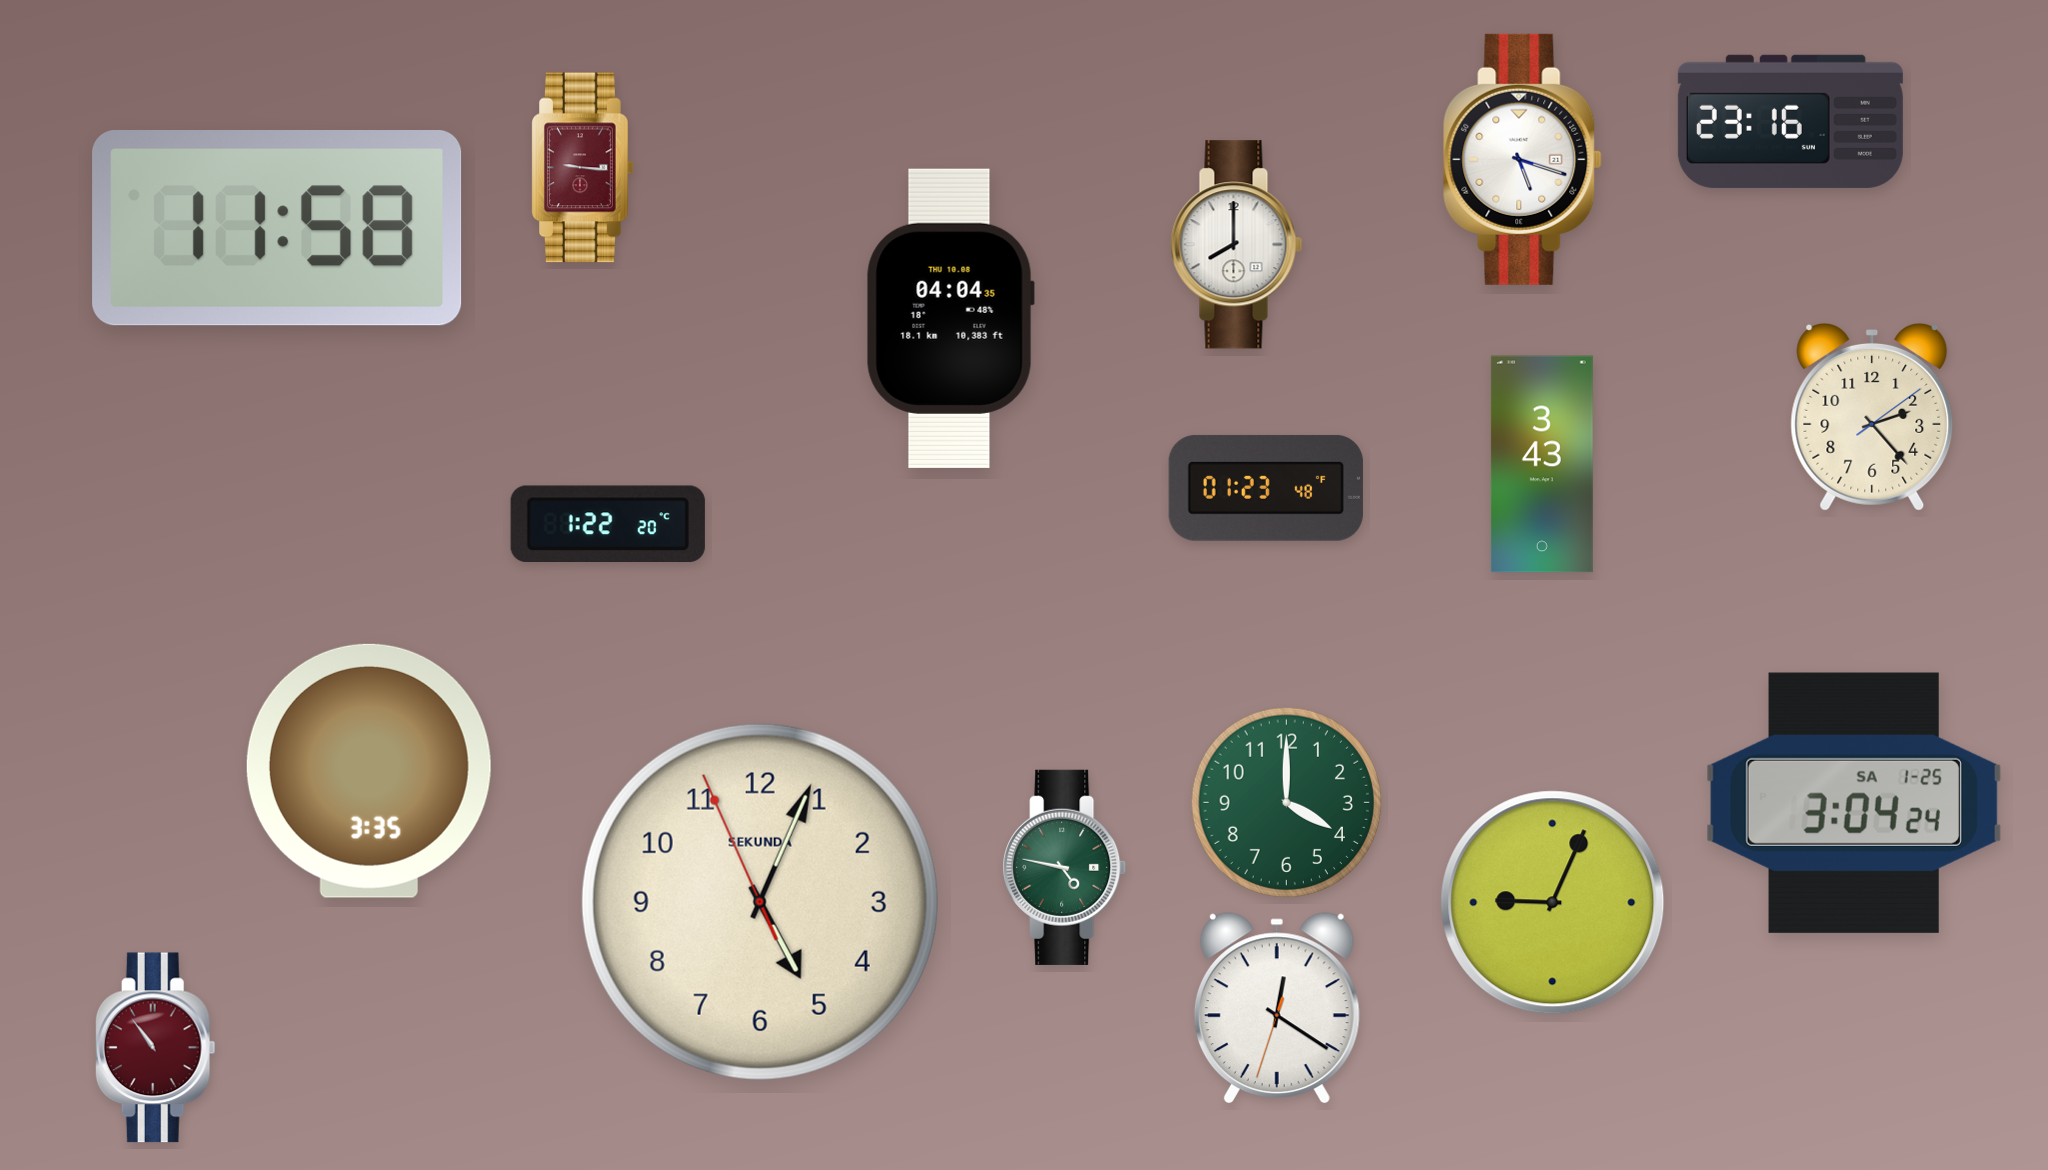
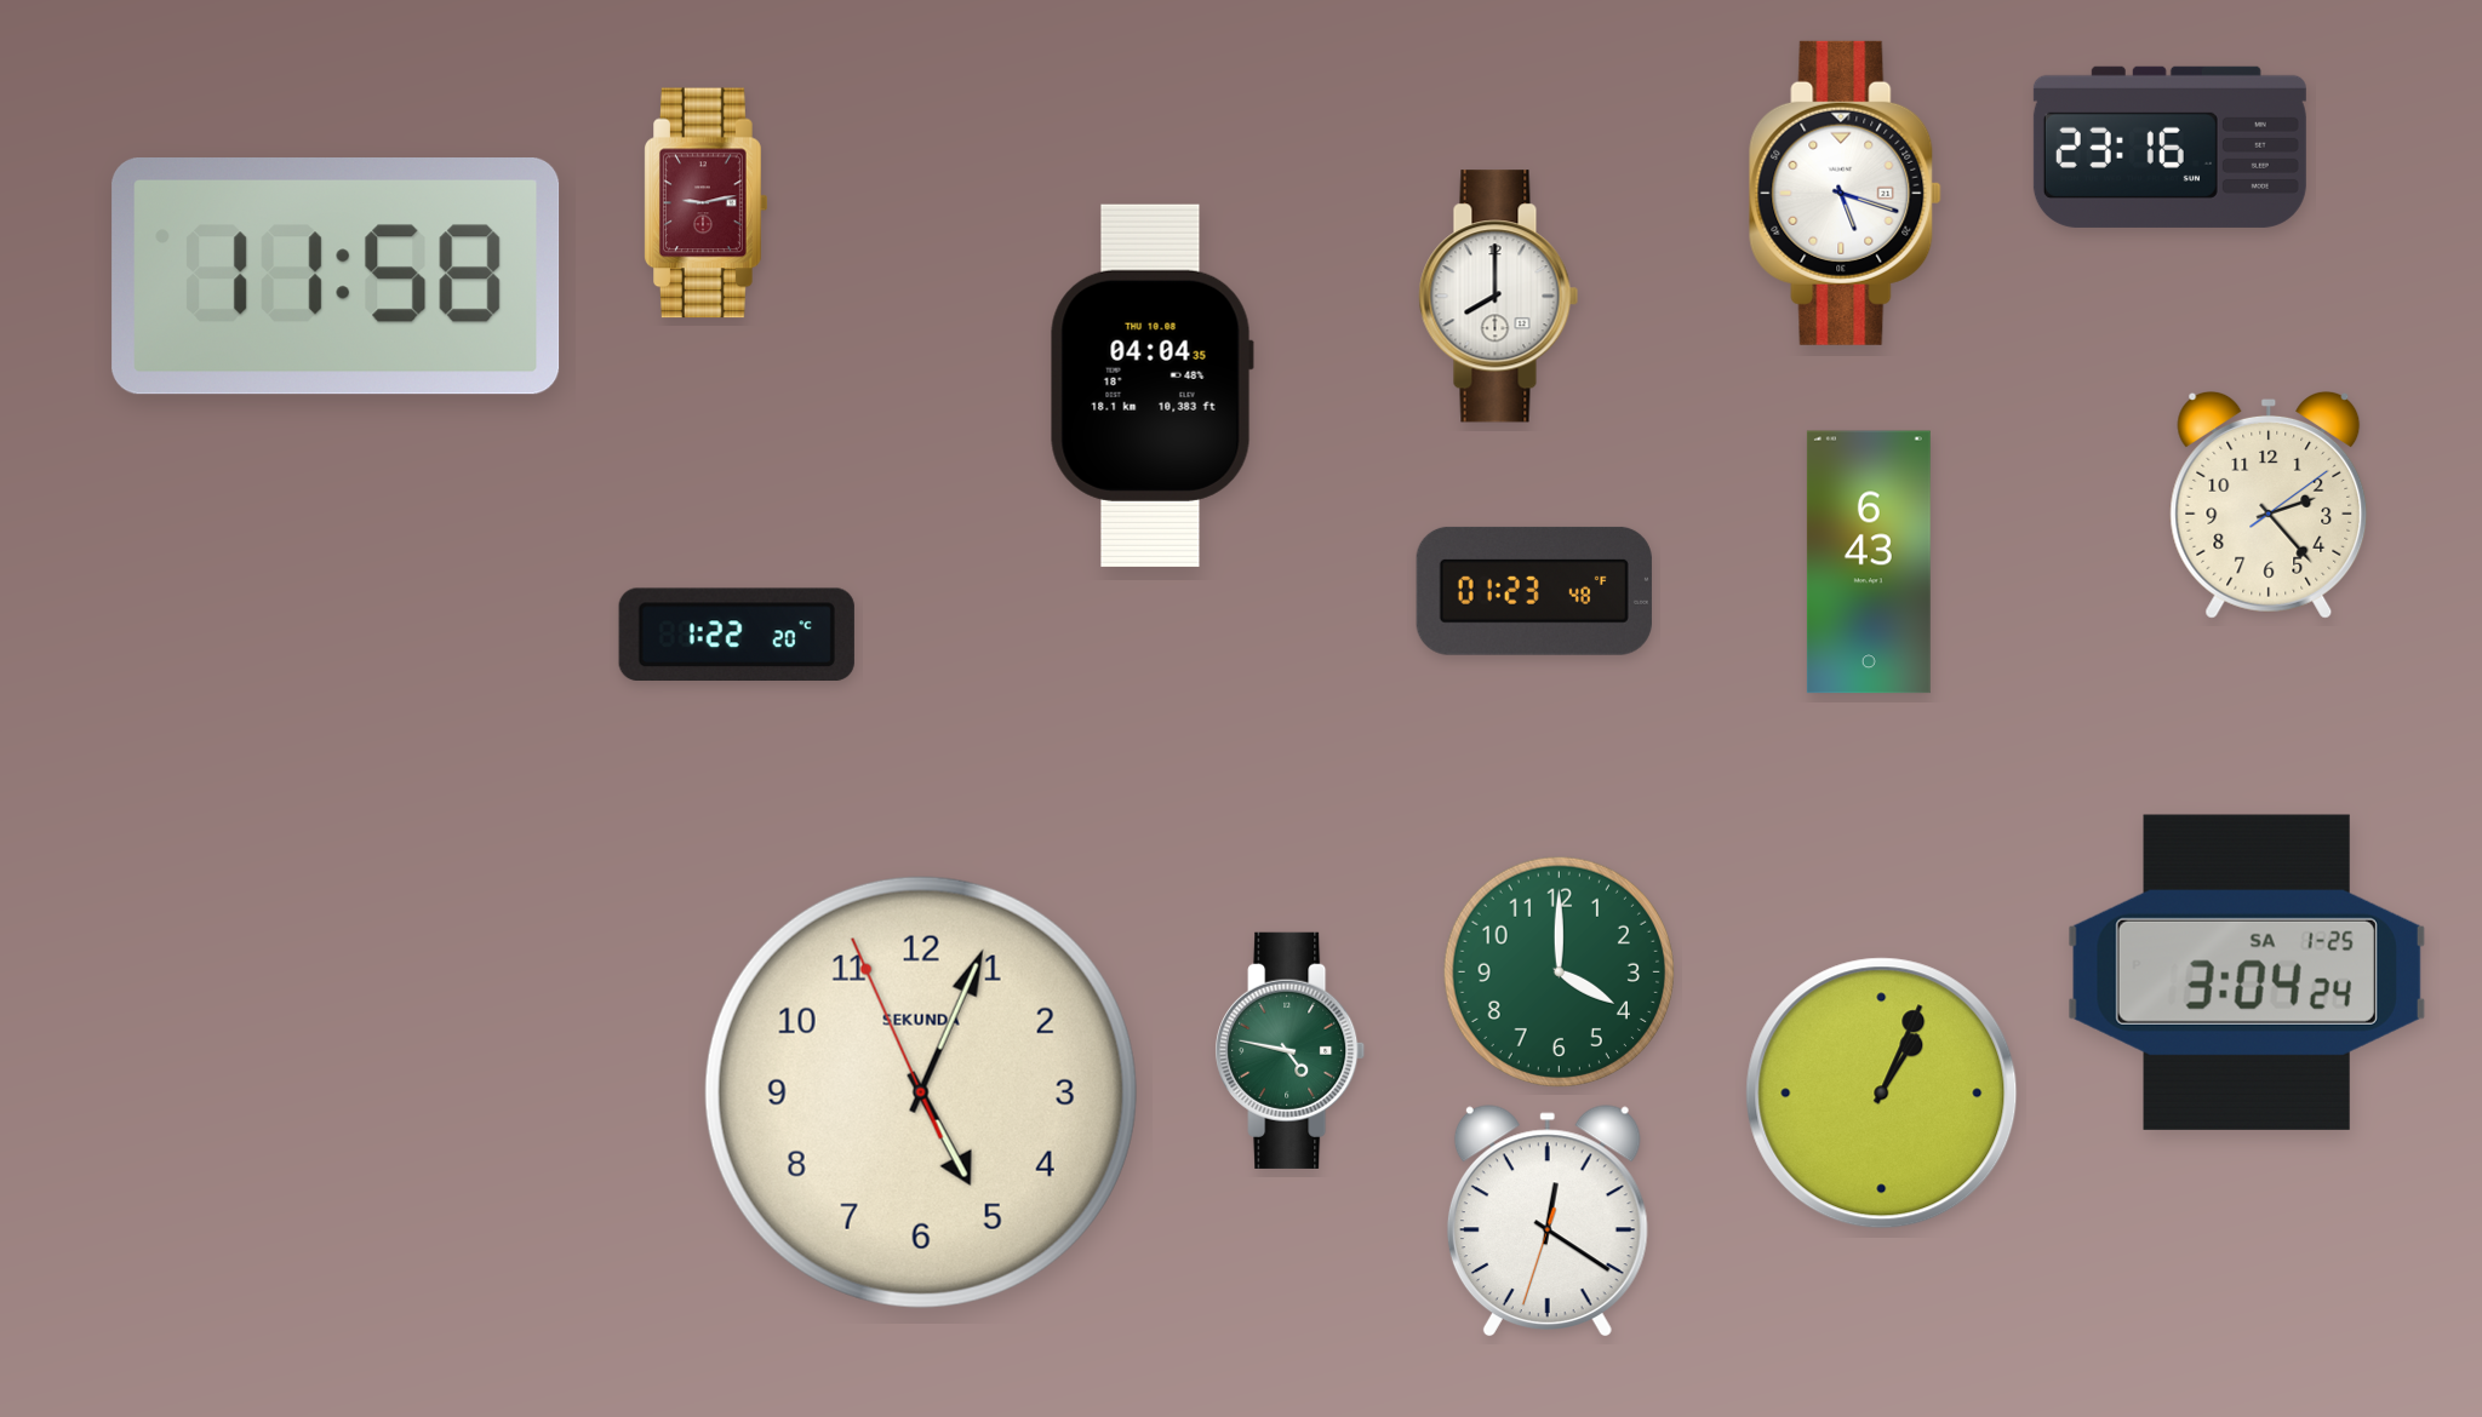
clock at (583, 168): 9:16 -> 9:13
clock at (1542, 464): 3:43 -> 6:43
clock at (369, 771): 3:35 -> none
clock at (1553, 903): 9:04 -> 1:04
clock at (155, 1048): 10:54 -> none
